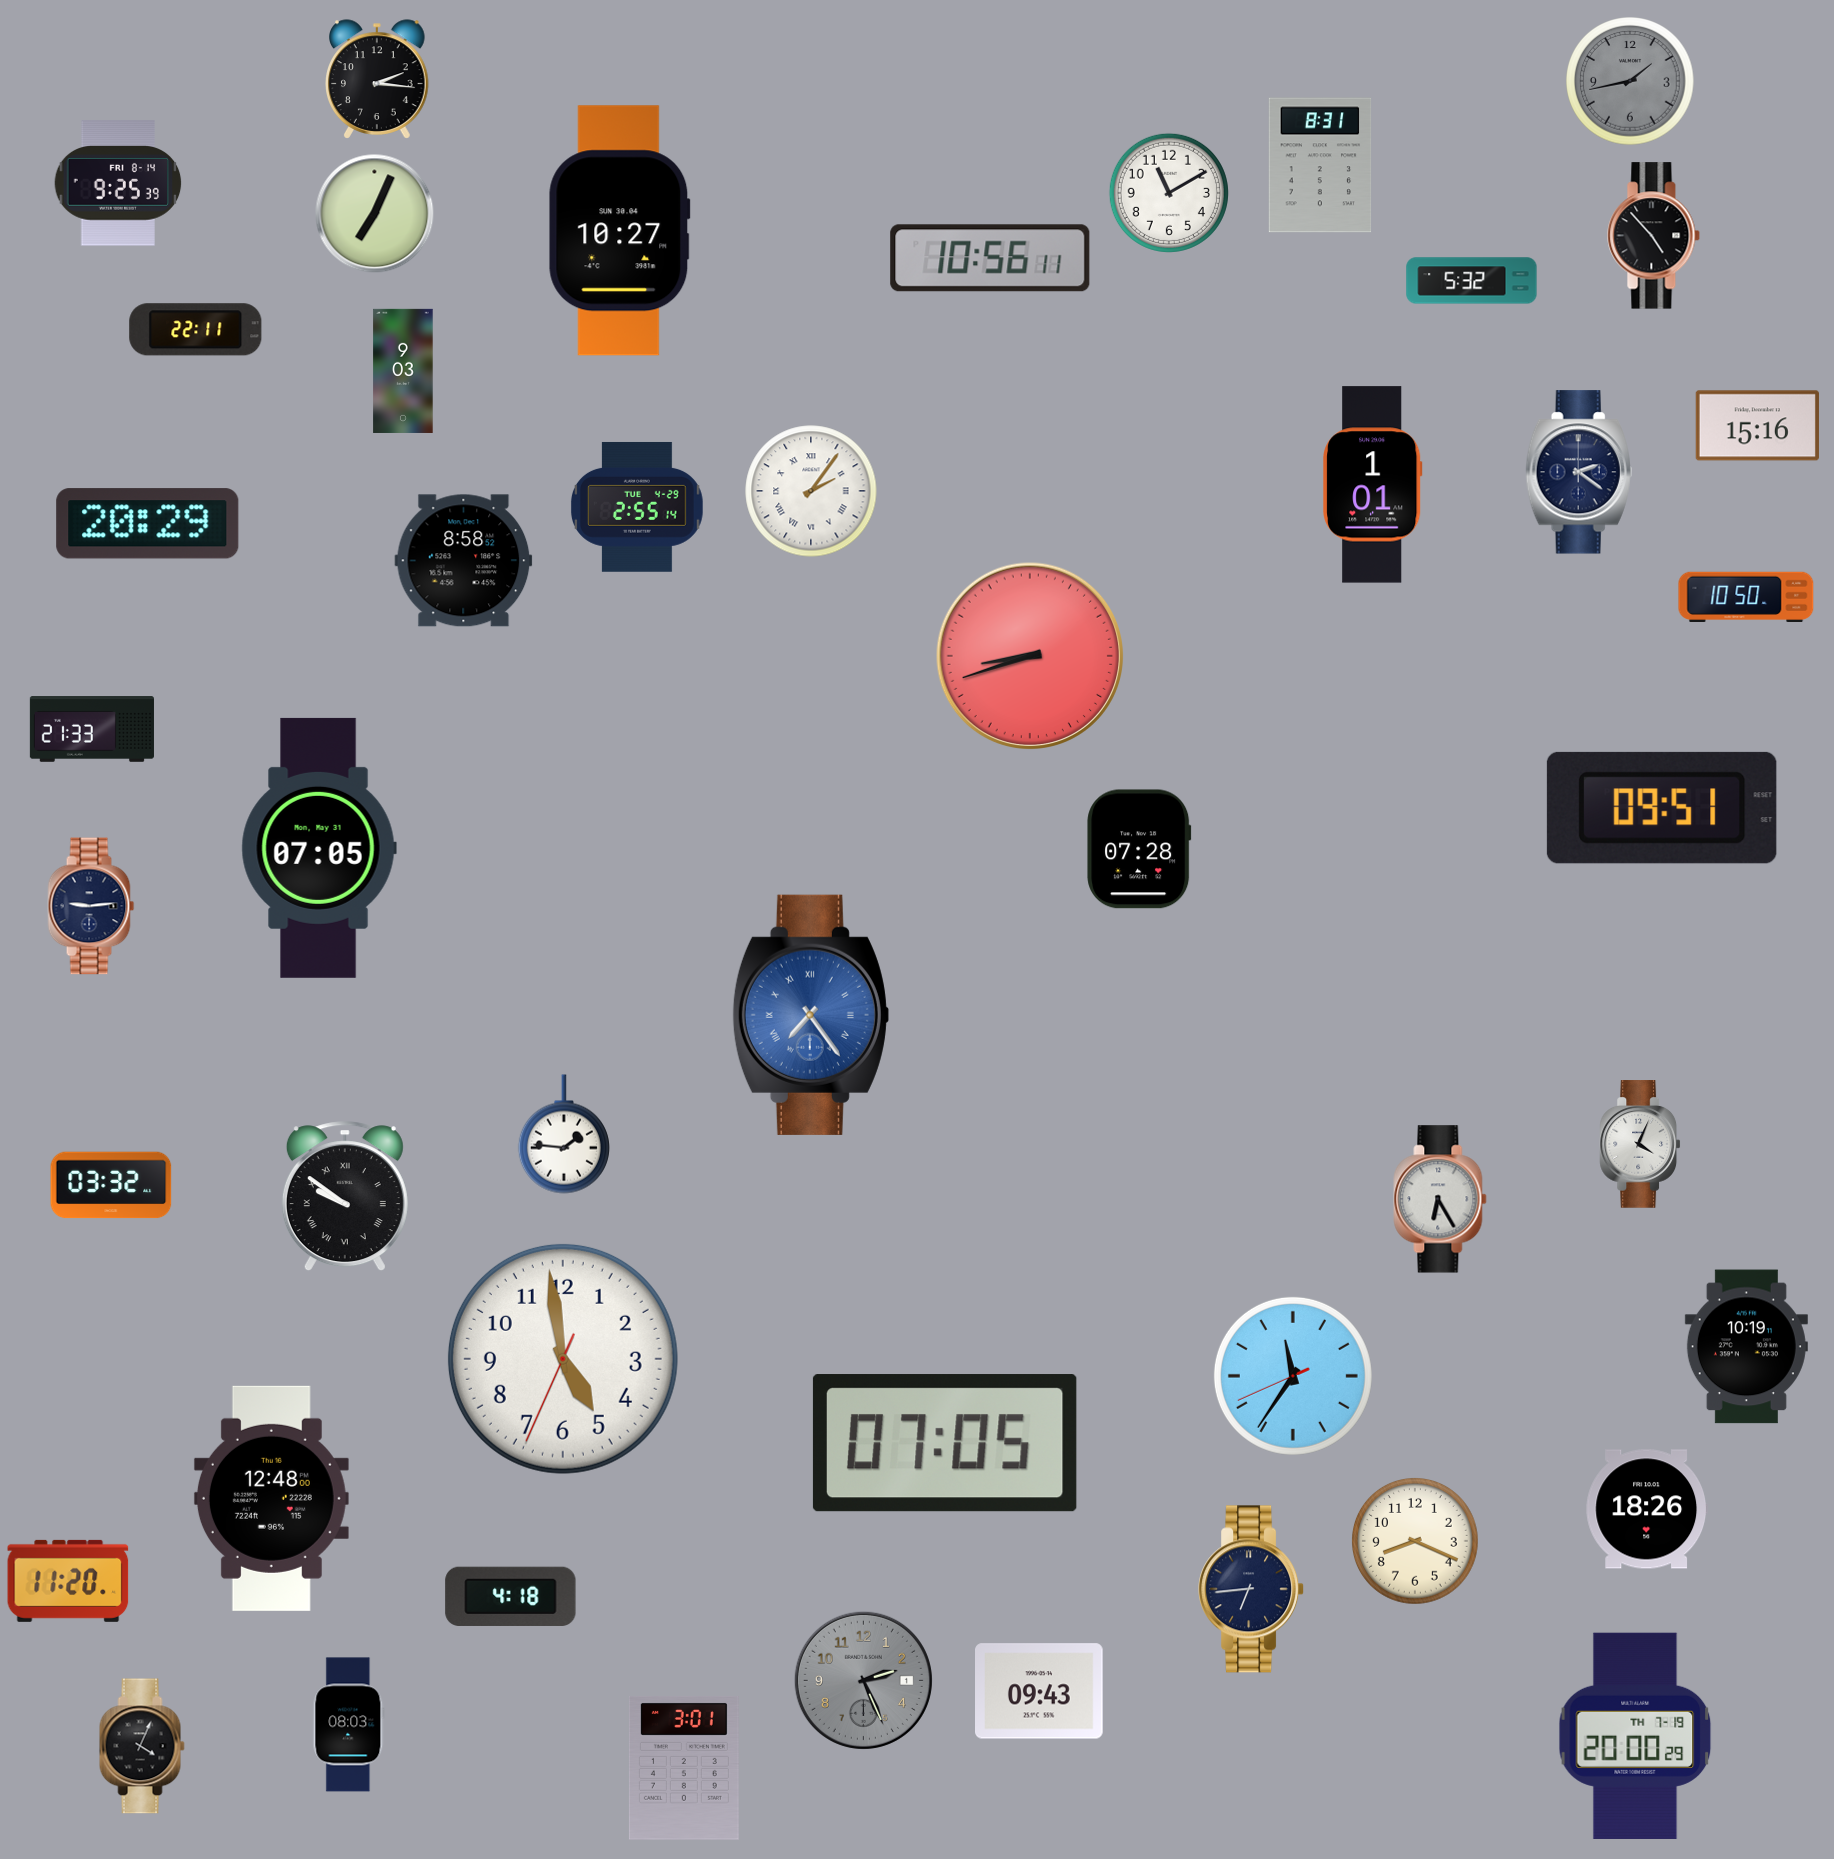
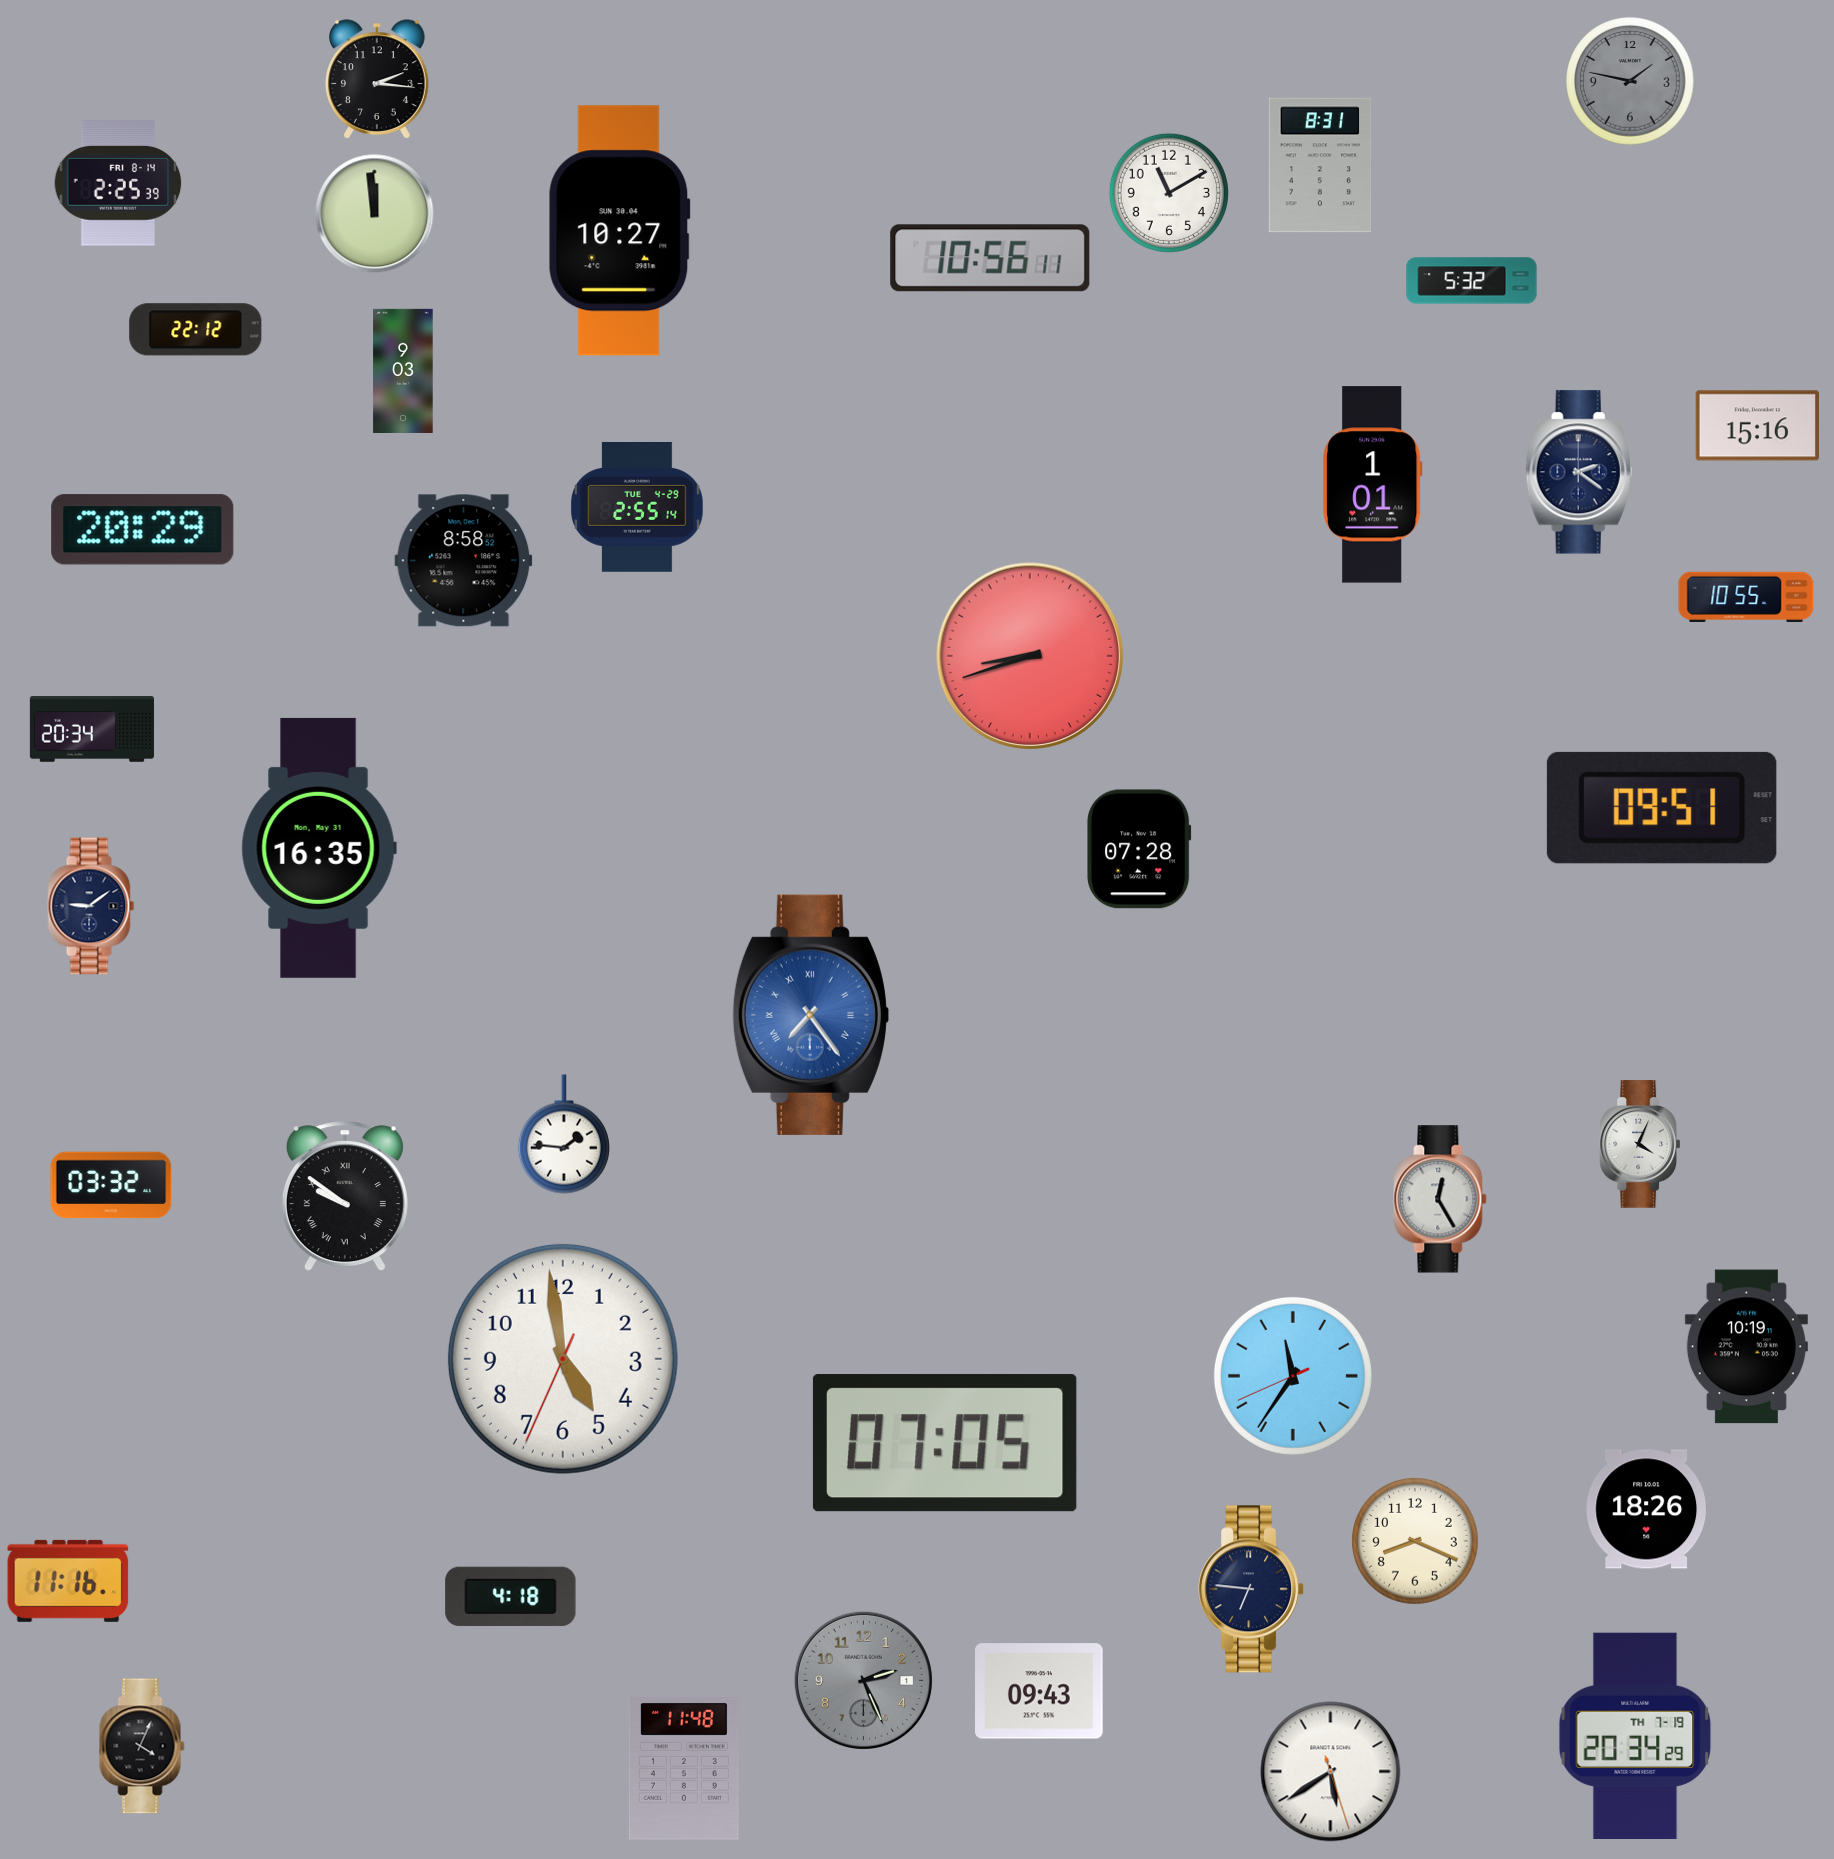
clock at (1630, 81): 1:43 -> 1:47
clock at (118, 183): 9:25 -> 2:25
clock at (375, 214): 7:04 -> 11:59
clock at (1654, 236): 4:53 -> none
clock at (196, 330): 22:11 -> 22:12
clock at (811, 491): 2:06 -> none
clock at (148, 524) position: (148, 524) -> (143, 530)
clock at (1746, 596): 10:50 -> 10:55
clock at (92, 729): 21:33 -> 20:34
clock at (319, 848): 07:05 -> 16:35
clock at (91, 906): 9:14 -> 9:09
clock at (1440, 1199): 6:25 -> 12:25
clock at (271, 1498): 12:48 -> none
clock at (68, 1581): 11:20 -> 11:16
clock at (1252, 1589): 6:44 -> 6:46
clock at (349, 1725): 08:03 -> none
clock at (1635, 1736): 20:00 -> 20:34
clock at (684, 1768): 3:01 -> 11:48
clock at (1331, 1772): none -> 5:39
